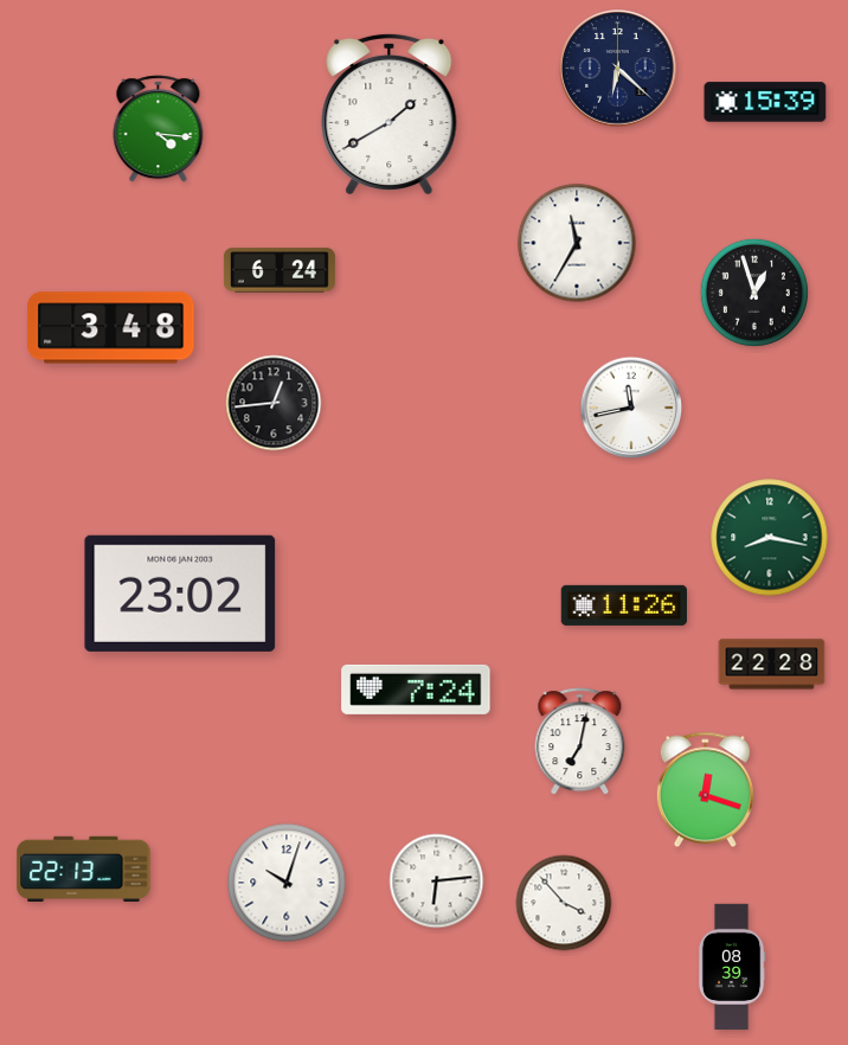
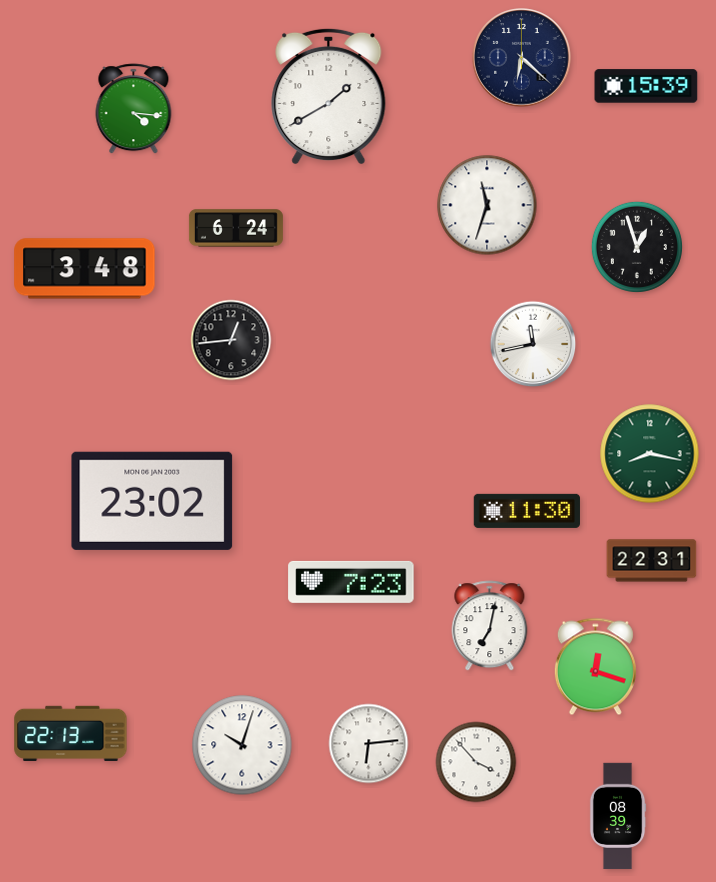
clock at (577, 243): 11:35 -> 11:33
clock at (111, 328) position: (111, 328) -> (85, 269)
clock at (624, 605): 11:26 -> 11:30
clock at (772, 665): 22:28 -> 22:31
clock at (416, 690): 7:24 -> 7:23
